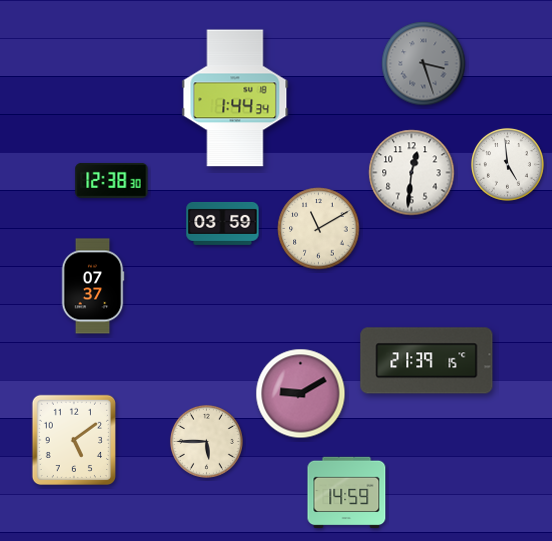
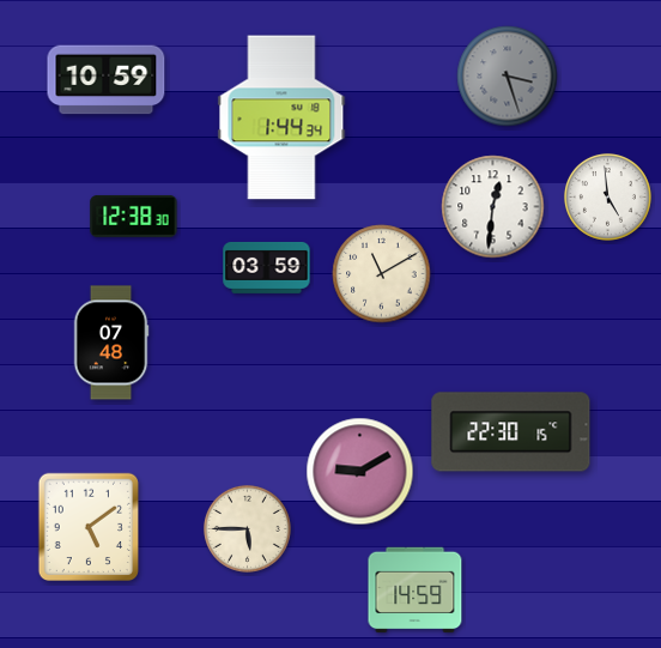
clock at (107, 80): none -> 10:59
clock at (93, 286): 07:37 -> 07:48
clock at (427, 361): 21:39 -> 22:30
